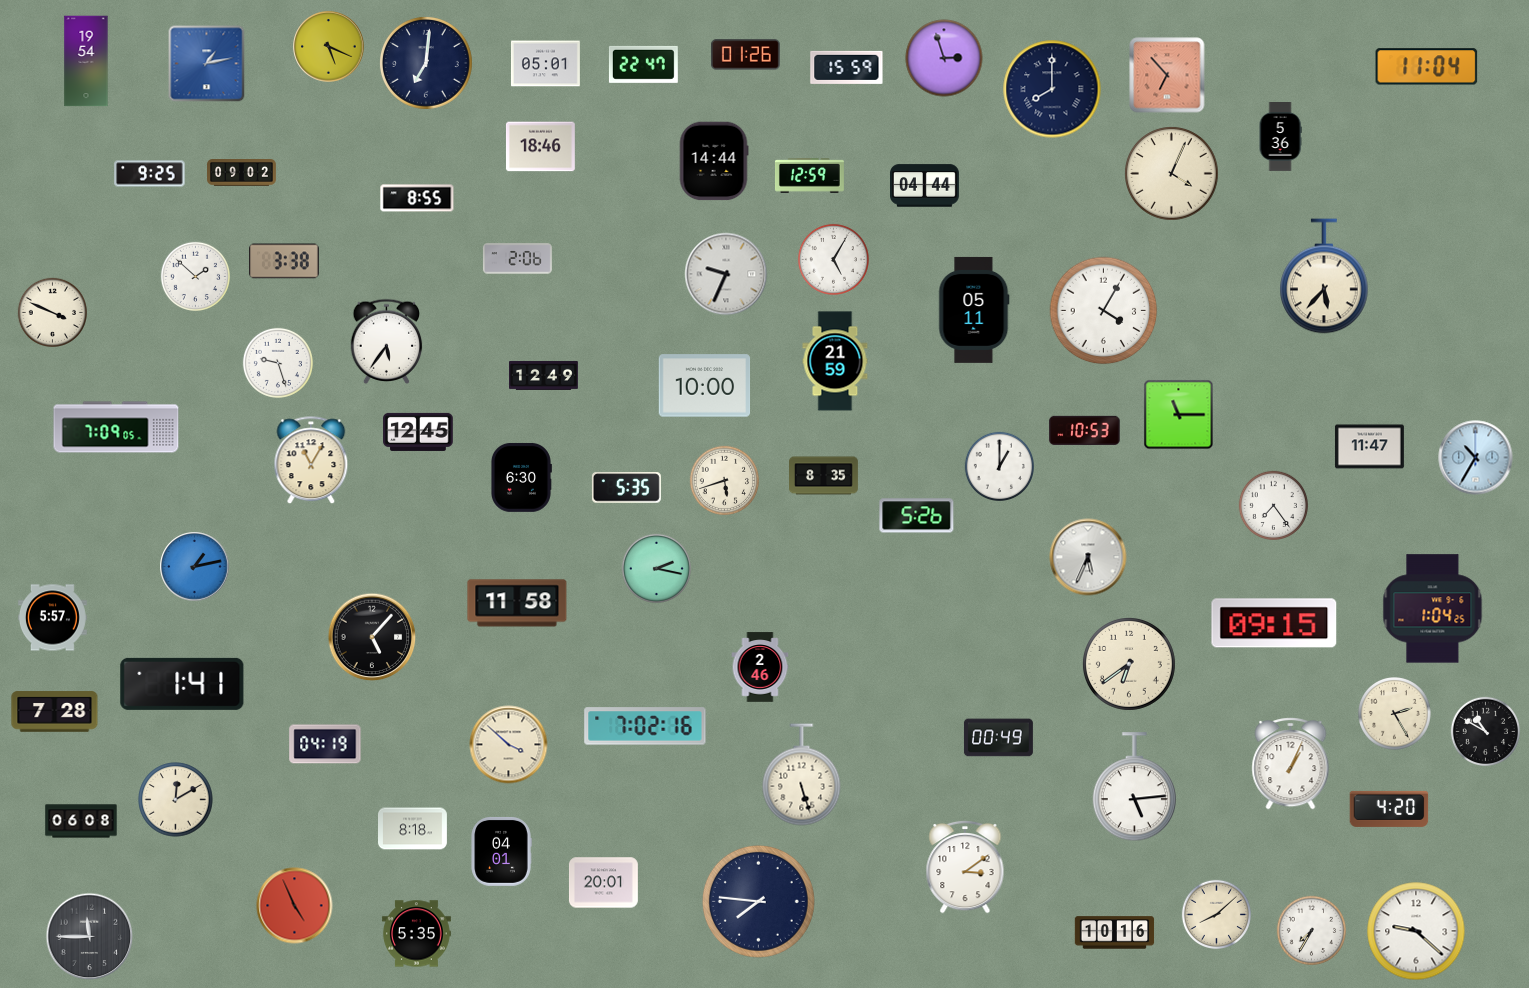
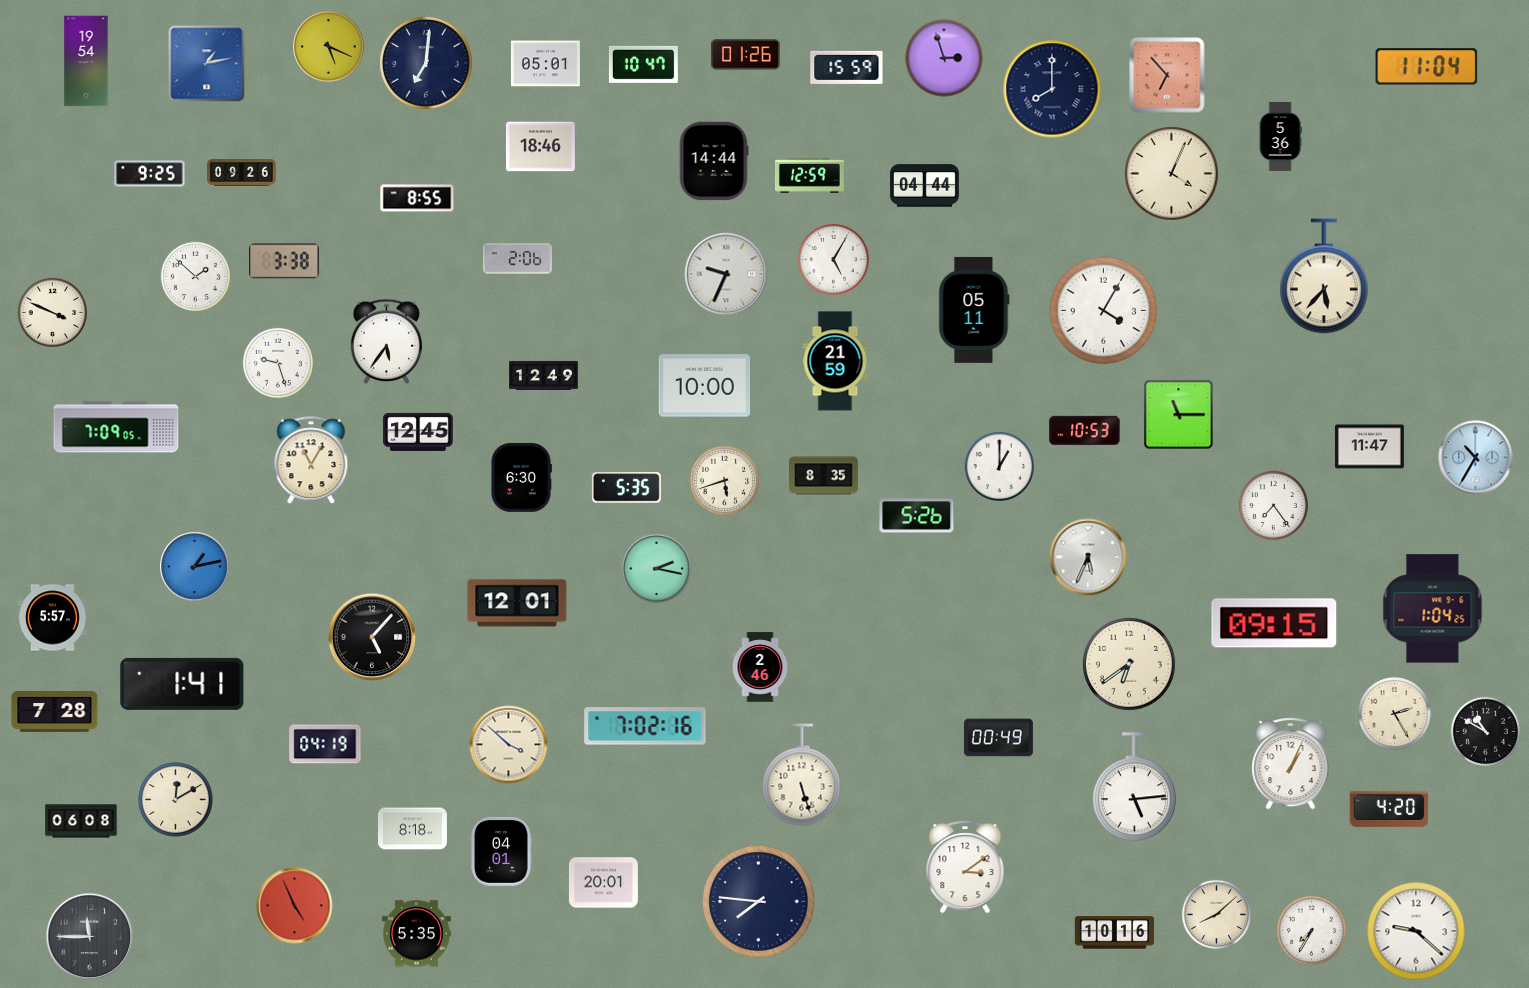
clock at (643, 64): 22:47 -> 10:47
clock at (242, 173): 09:02 -> 09:26
clock at (517, 603): 11:58 -> 12:01
